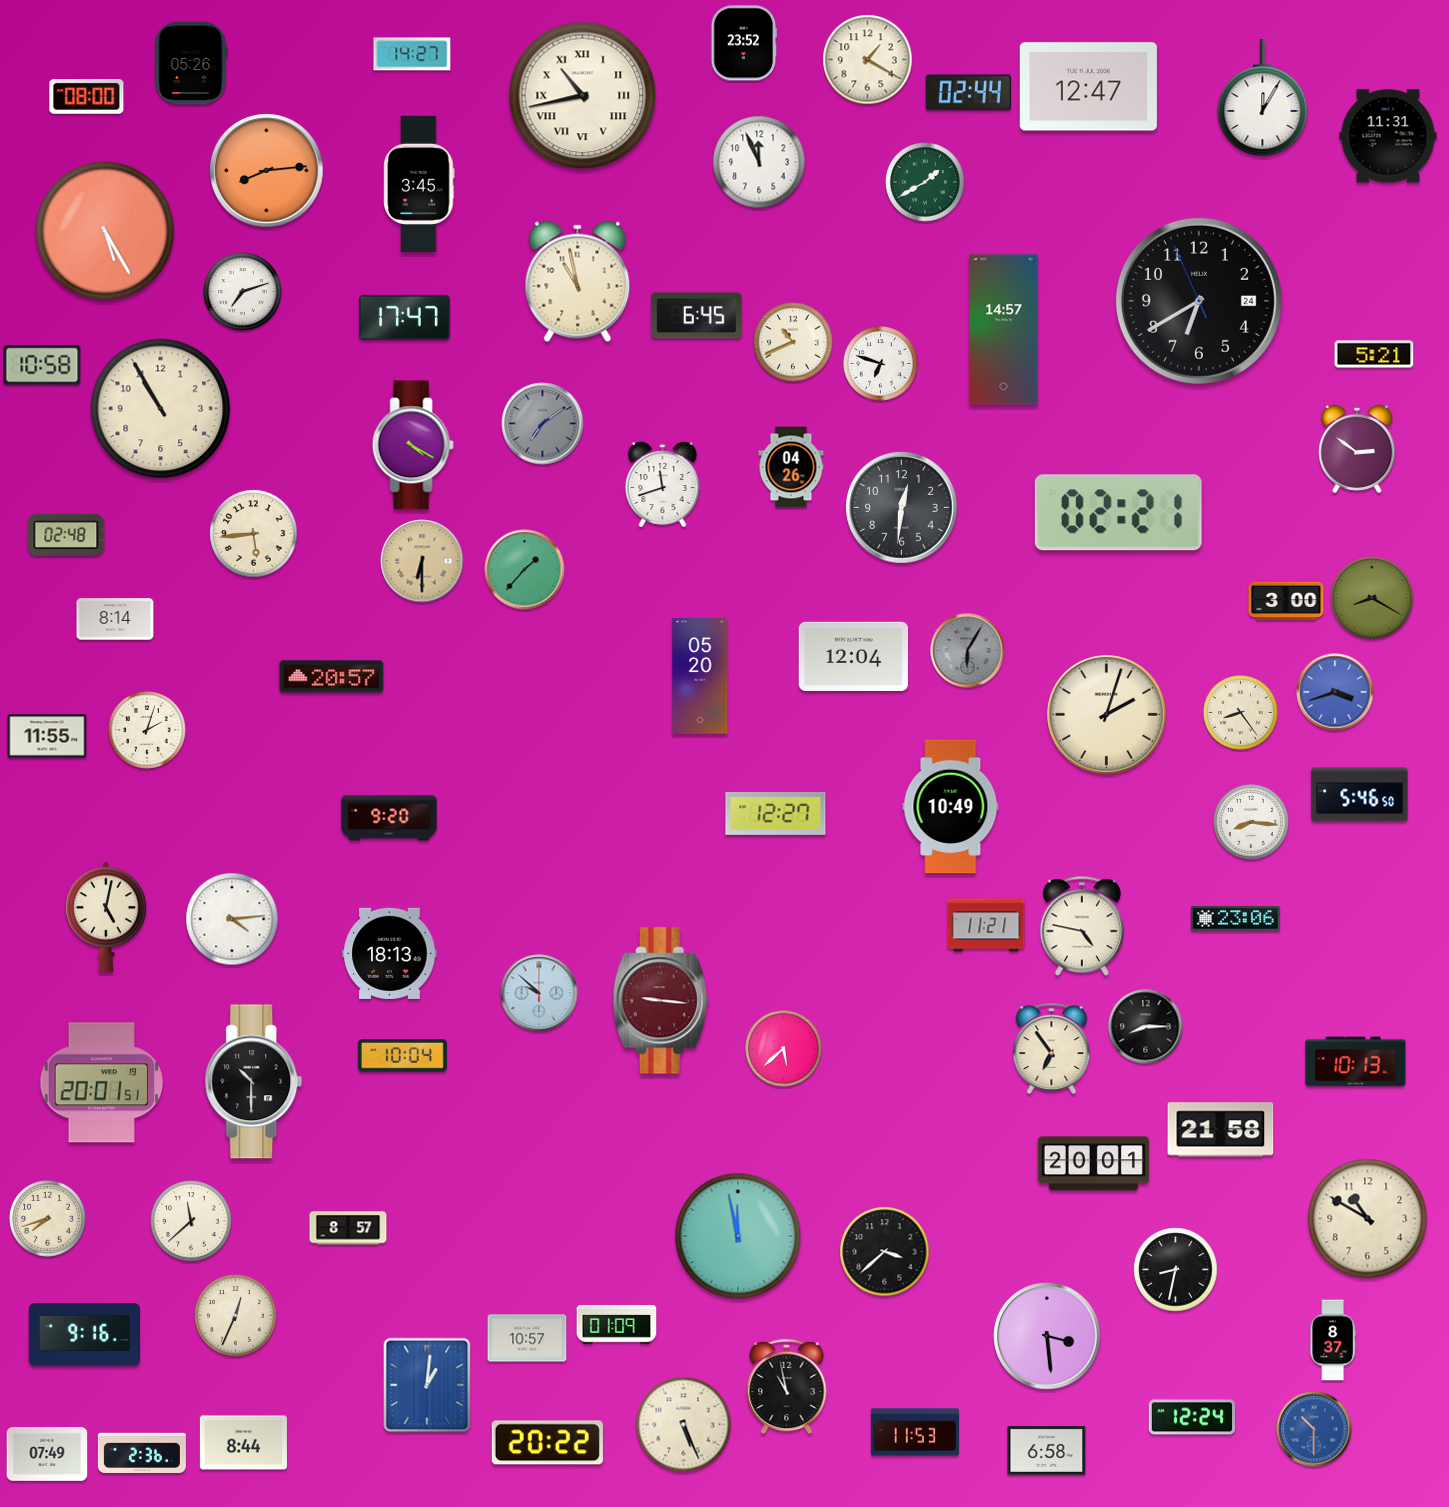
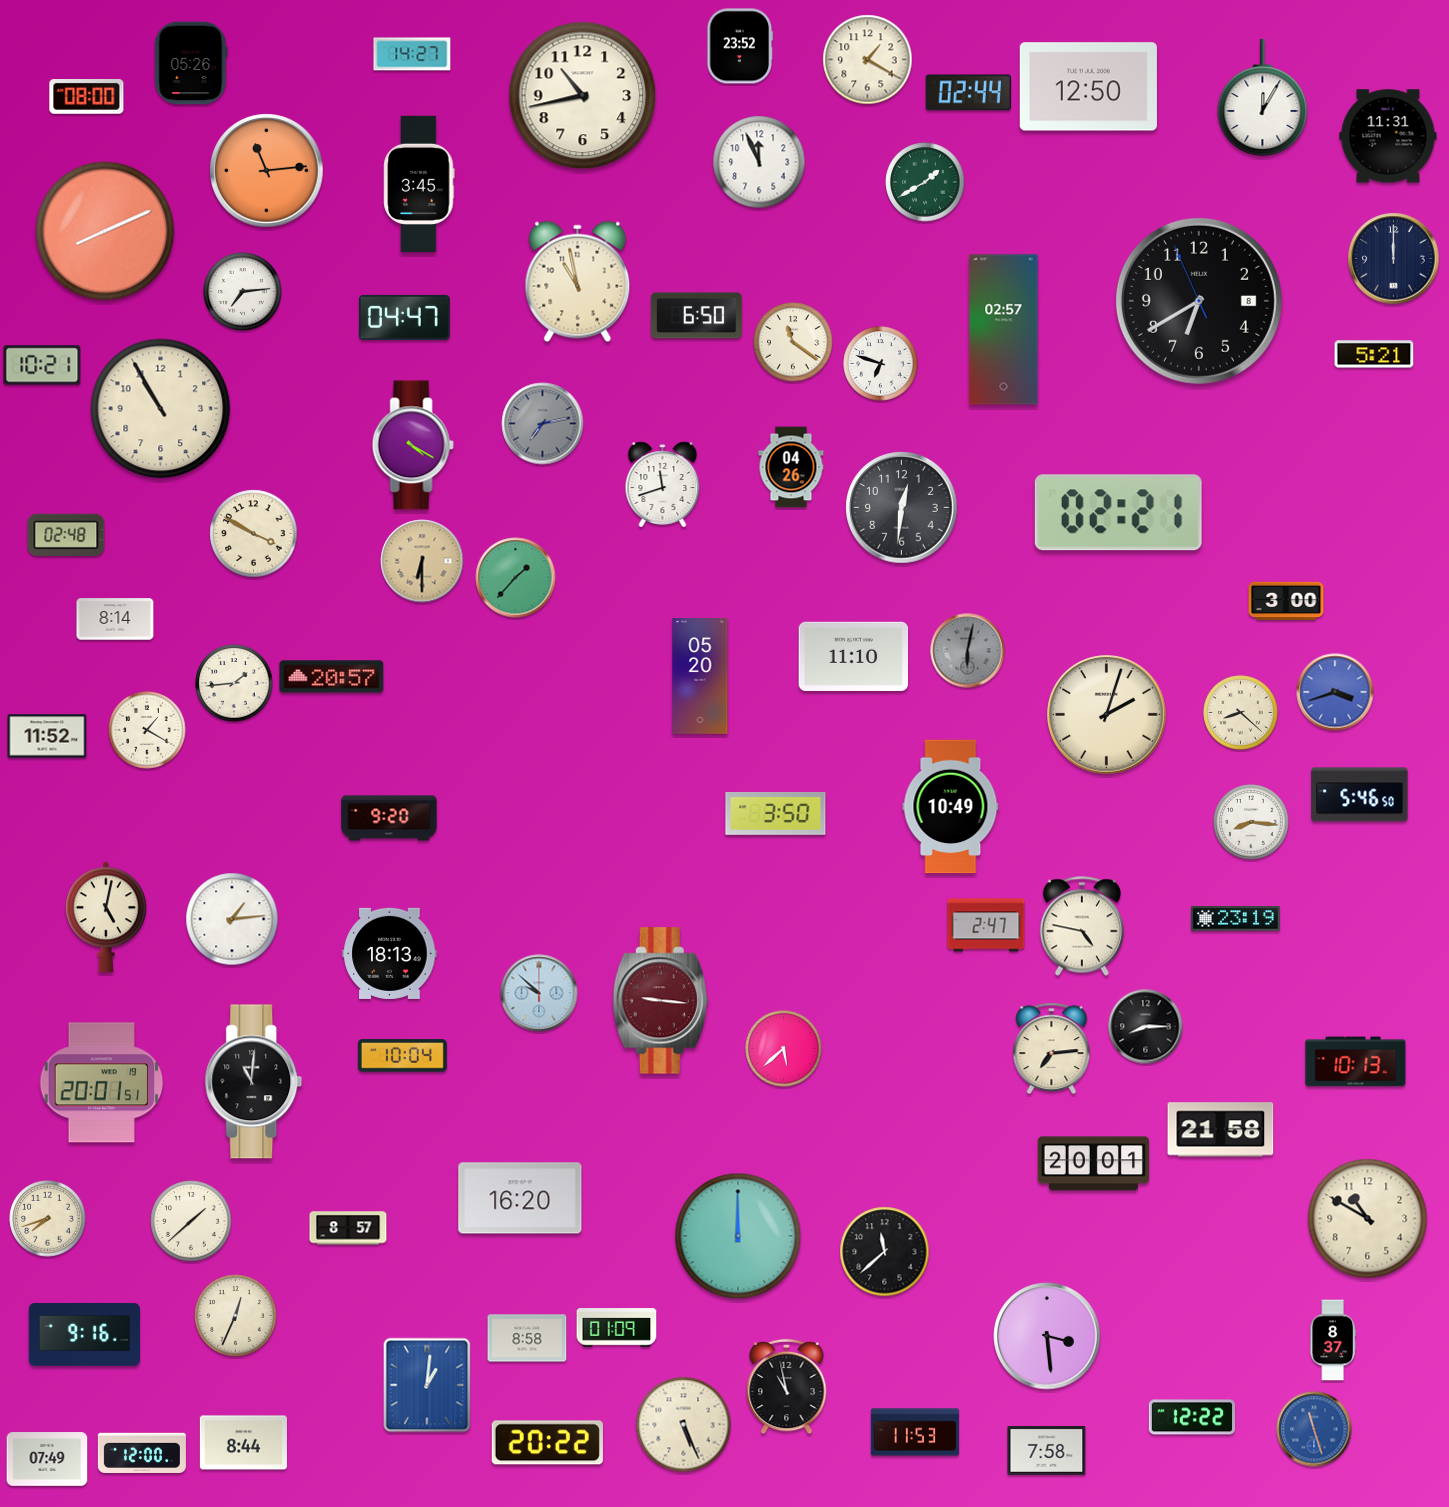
clock at (744, 43) position: (744, 43) -> (740, 46)
clock at (1088, 87): 12:47 -> 12:50
clock at (583, 96) numerals: Roman -> Arabic
clock at (267, 171): 8:14 -> 11:14
clock at (105, 231): 5:25 -> 8:11
clock at (1394, 259): none -> 12:00
clock at (243, 292): 7:12 -> 7:14
clock at (1199, 301) date: 24 -> 8
clock at (696, 316): 6:45 -> 6:50
clock at (404, 317): 17:47 -> 04:47
clock at (1004, 330): 14:57 -> 02:57
clock at (793, 342): 10:41 -> 11:21
clock at (42, 365): 10:58 -> 10:21
clock at (543, 424): 7:09 -> 7:13
clock at (1357, 448): 2:51 -> none
clock at (254, 534): 5:44 -> 3:50
clock at (525, 570) position: (525, 570) -> (516, 578)
clock at (1372, 598): 8:20 -> none
clock at (968, 651): 6:05 -> 6:02
clock at (854, 656): 12:04 -> 11:10
clock at (234, 683): none -> 1:44
clock at (1241, 713): 8:24 -> 8:22
clock at (147, 730): 2:03 -> 1:20
clock at (47, 736): 11:55 -> 11:52
clock at (776, 814): 12:27 -> 3:50
clock at (232, 919): 4:14 -> 1:14
clock at (1235, 919): 23:06 -> 23:19
clock at (986, 925): 11:21 -> 2:47
clock at (1052, 1048): 6:54 -> 7:14
clock at (254, 1082): 10:30 -> 11:01
clock at (520, 1198): none -> 16:20
clock at (191, 1221): 11:38 -> 1:38
clock at (738, 1236): 11:58 -> 12:00
clock at (885, 1252): 3:38 -> 11:38
clock at (1176, 1270): 8:32 -> none
clock at (617, 1325) position: (617, 1325) -> (617, 1328)
clock at (527, 1338): 10:57 -> 8:58
clock at (1191, 1417): 12:24 -> 12:22
clock at (1314, 1429): 10:30 -> 11:27
clock at (1047, 1451): 6:58 -> 7:58
clock at (142, 1453): 2:36 -> 12:00
clock at (47, 1454) position: (47, 1454) -> (47, 1459)
